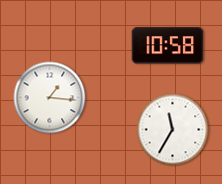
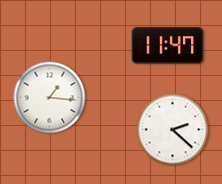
clock at (168, 46): 10:58 -> 11:47
clock at (173, 130): 11:35 -> 2:22
